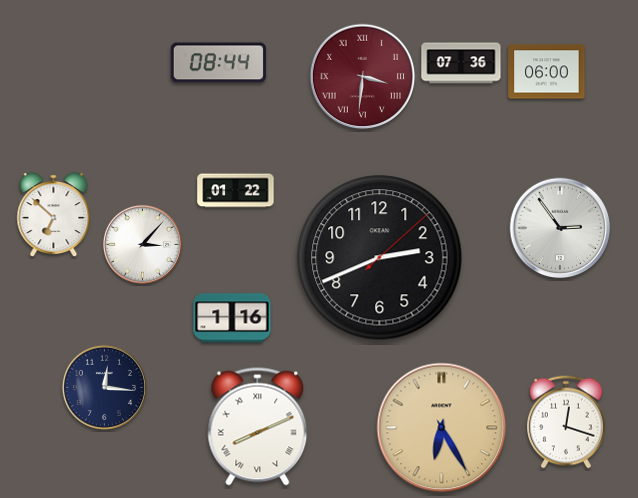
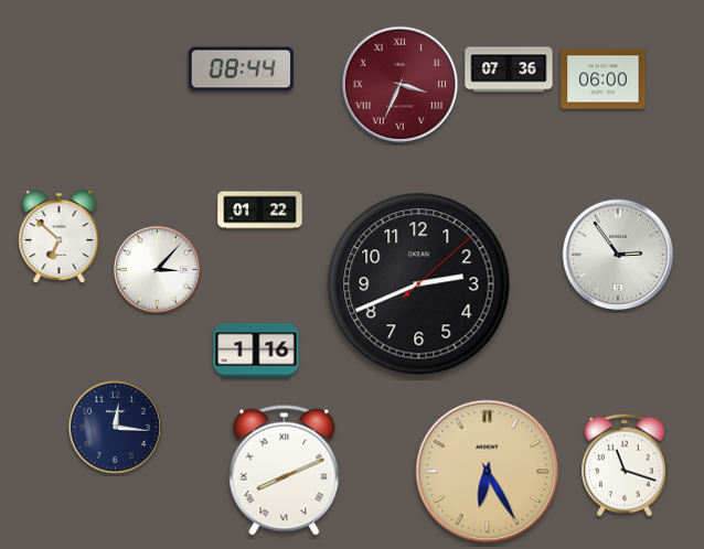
clock at (363, 77): 3:31 -> 3:34
clock at (560, 228) position: (560, 228) -> (618, 255)
clock at (567, 422): 12:18 -> 11:18
